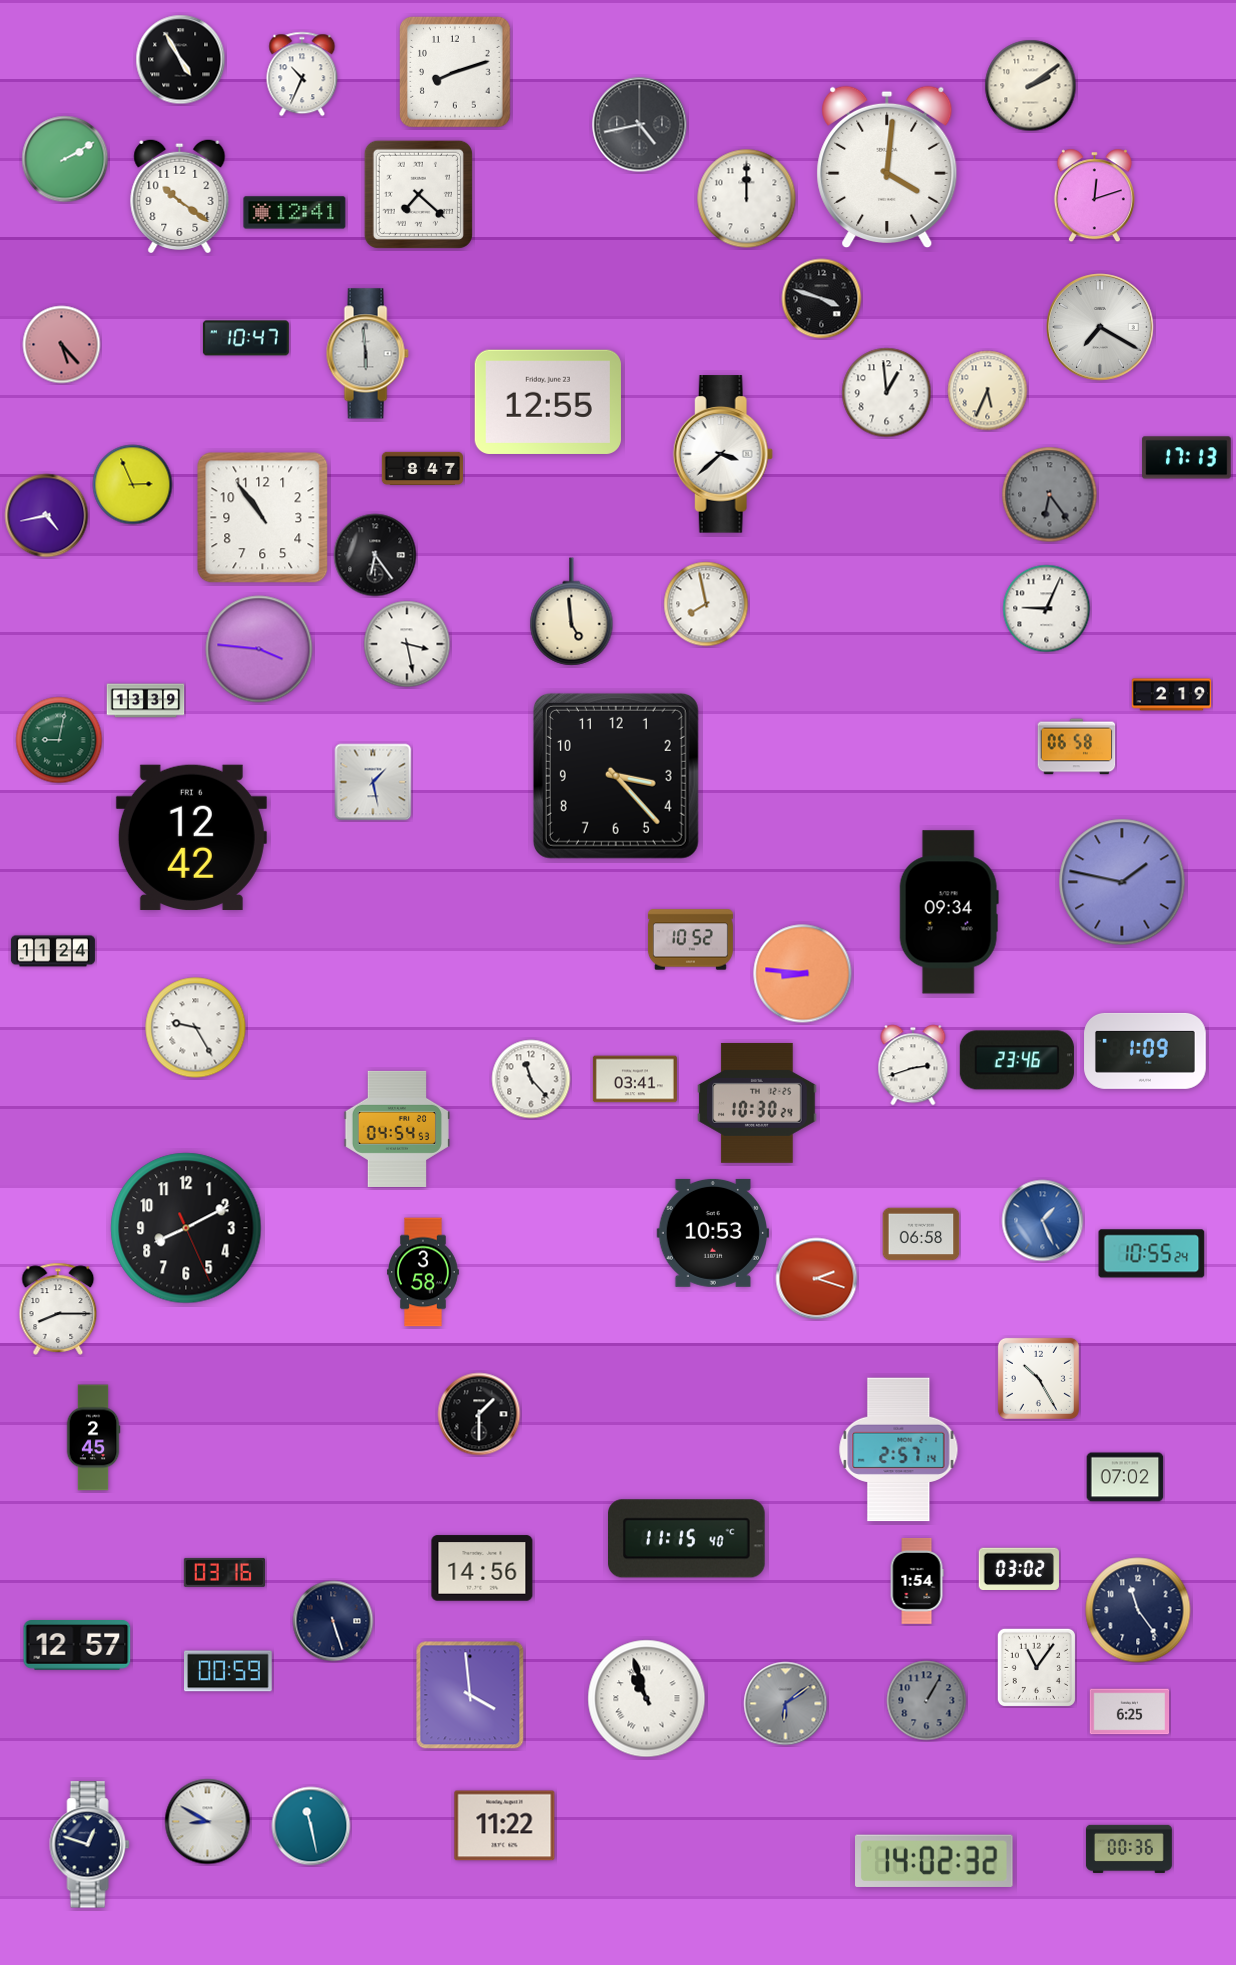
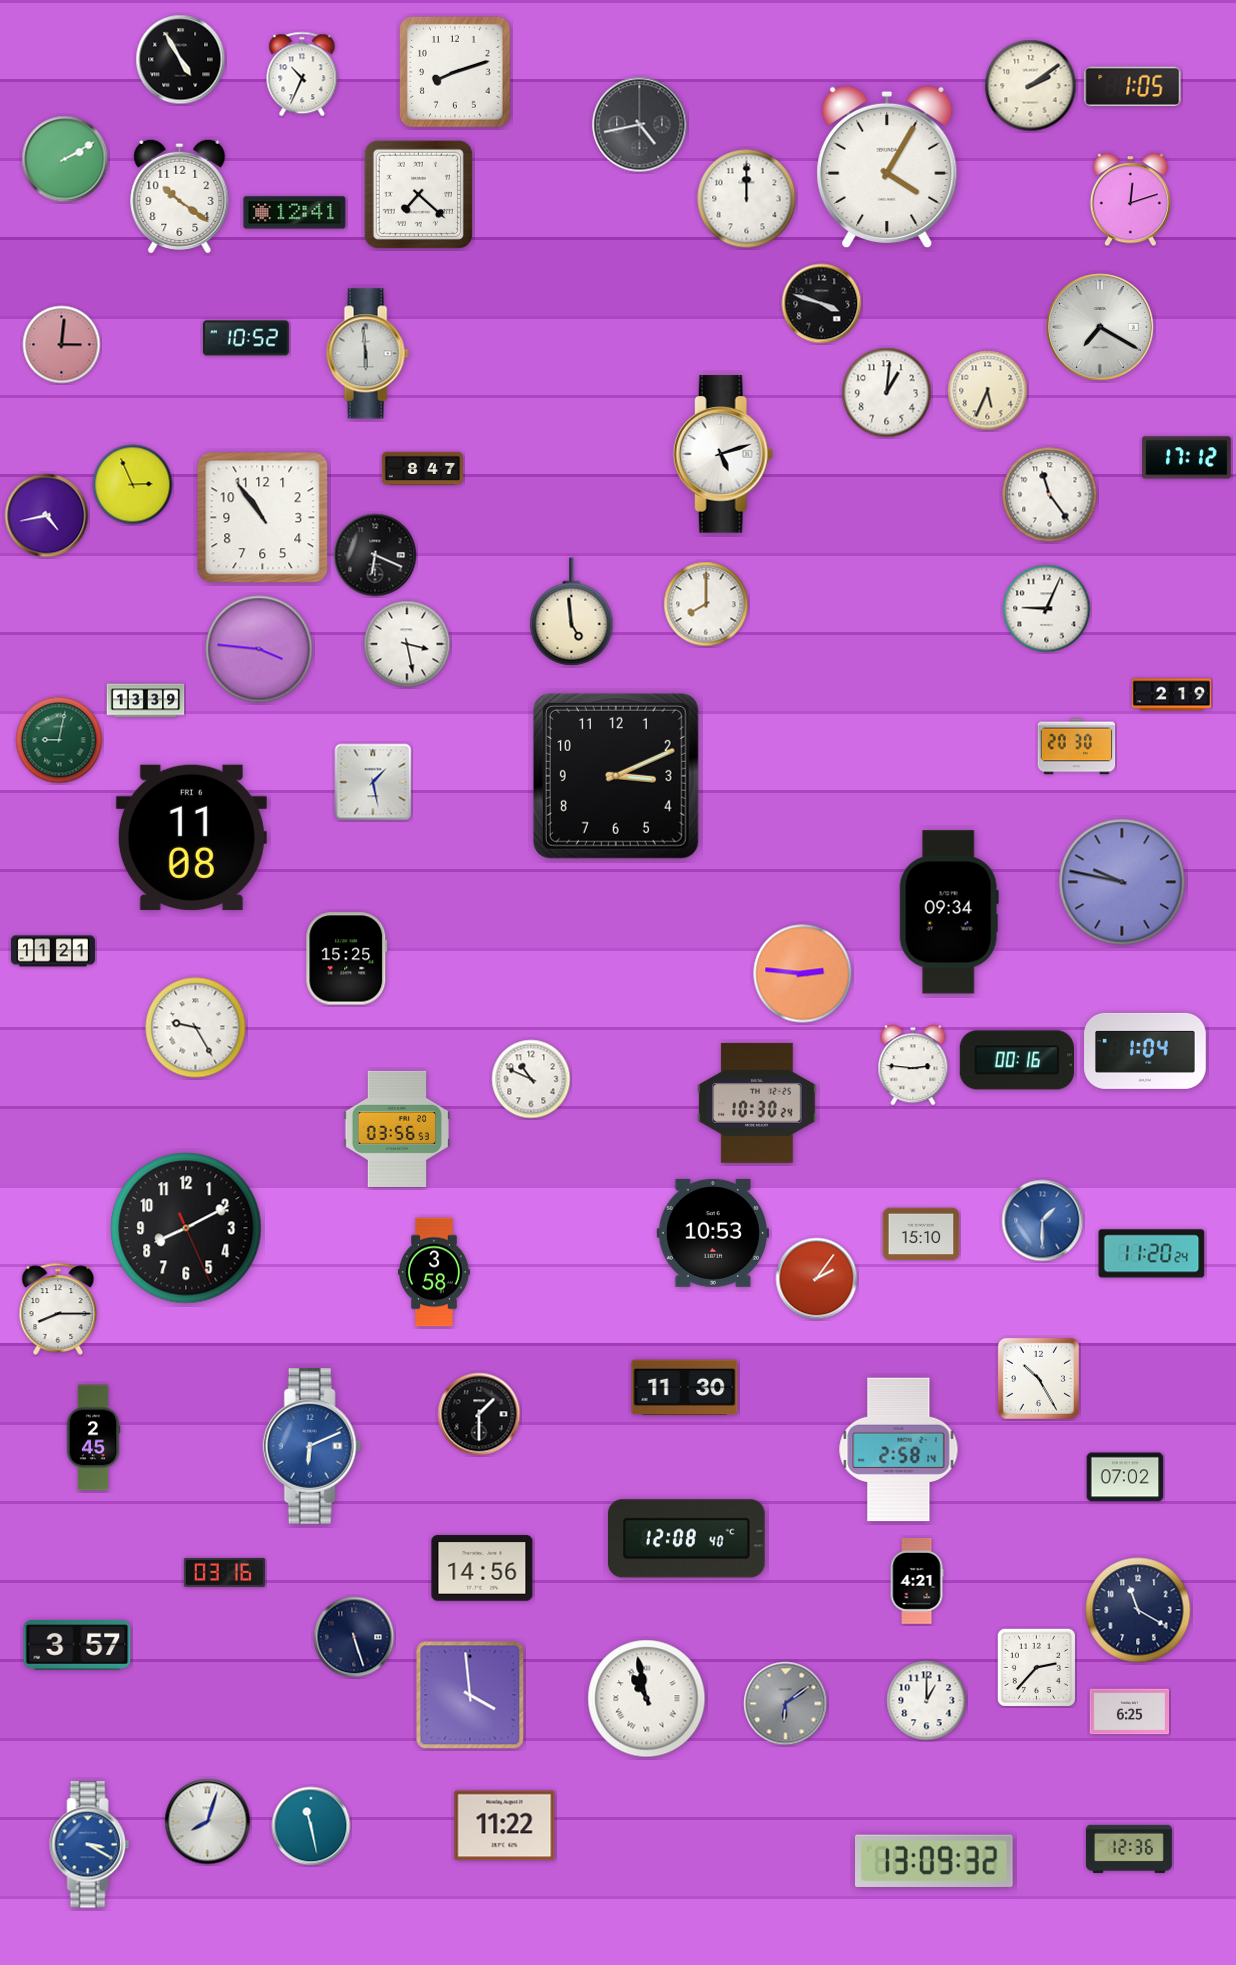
clock at (1133, 87): none -> 1:05
clock at (887, 167): 4:01 -> 4:05
clock at (1094, 196) position: (1094, 196) -> (1130, 200)
clock at (822, 299) position: (822, 299) -> (822, 304)
clock at (246, 338): 10:47 -> 10:52
clock at (62, 345): 5:23 -> 3:01
clock at (887, 393): 12:59 -> 1:01
clock at (548, 402): 12:55 -> none
clock at (723, 454): 3:38 -> 5:12
clock at (1187, 458): 17:13 -> 17:12
clock at (1050, 495): 6:24 -> 11:24
clock at (1050, 495) dial: grey -> white
clock at (375, 555): 6:24 -> 6:19
clock at (706, 604): 7:58 -> 8:00
clock at (1077, 747): 06:58 -> 20:30
clock at (616, 776): 3:23 -> 3:11
clock at (191, 837): 12:42 -> 11:08
clock at (1122, 882): 1:47 -> 9:47
clock at (690, 940): 10:52 -> none
clock at (53, 951): 11:24 -> 11:21
clock at (347, 959): none -> 15:25
clock at (803, 974): 8:46 -> 2:46
clock at (1145, 1051): 1:09 -> 1:04
clock at (1017, 1060): 23:46 -> 00:16
clock at (913, 1065): 2:42 -> 2:46
clock at (531, 1079): 11:23 -> 10:49
clock at (635, 1079): 03:41 -> none
clock at (396, 1129): 04:54 -> 03:56
clock at (1043, 1221): 1:26 -> 1:30
clock at (921, 1234): 06:58 -> 15:10
clock at (1152, 1254): 10:55 -> 11:20
clock at (424, 1272) position: (424, 1272) -> (435, 1272)
clock at (817, 1279): 2:18 -> 2:06
clock at (685, 1388): none -> 11:30
clock at (312, 1447): none -> 6:11
clock at (899, 1450): 2:57 -> 2:58
clock at (687, 1539): 11:15 -> 12:08
clock at (1019, 1568): 03:02 -> none
clock at (917, 1582): 1:54 -> 4:21
clock at (1138, 1610): 11:24 -> 11:20
clock at (333, 1621) position: (333, 1621) -> (354, 1637)
clock at (77, 1645): 12:57 -> 3:57
clock at (1036, 1667): 11:06 -> 2:37
clock at (229, 1671): 00:59 -> none
clock at (647, 1699): 10:57 -> 10:58
clock at (927, 1701): 1:05 -> 1:00
clock at (927, 1701) dial: grey -> white
clock at (208, 1822): 8:50 -> 8:03
clock at (90, 1845): 12:48 -> 3:20
clock at (90, 1845) dial: navy -> blue
clock at (1129, 1849): 00:36 -> 12:36
clock at (935, 1860): 14:02 -> 13:09
